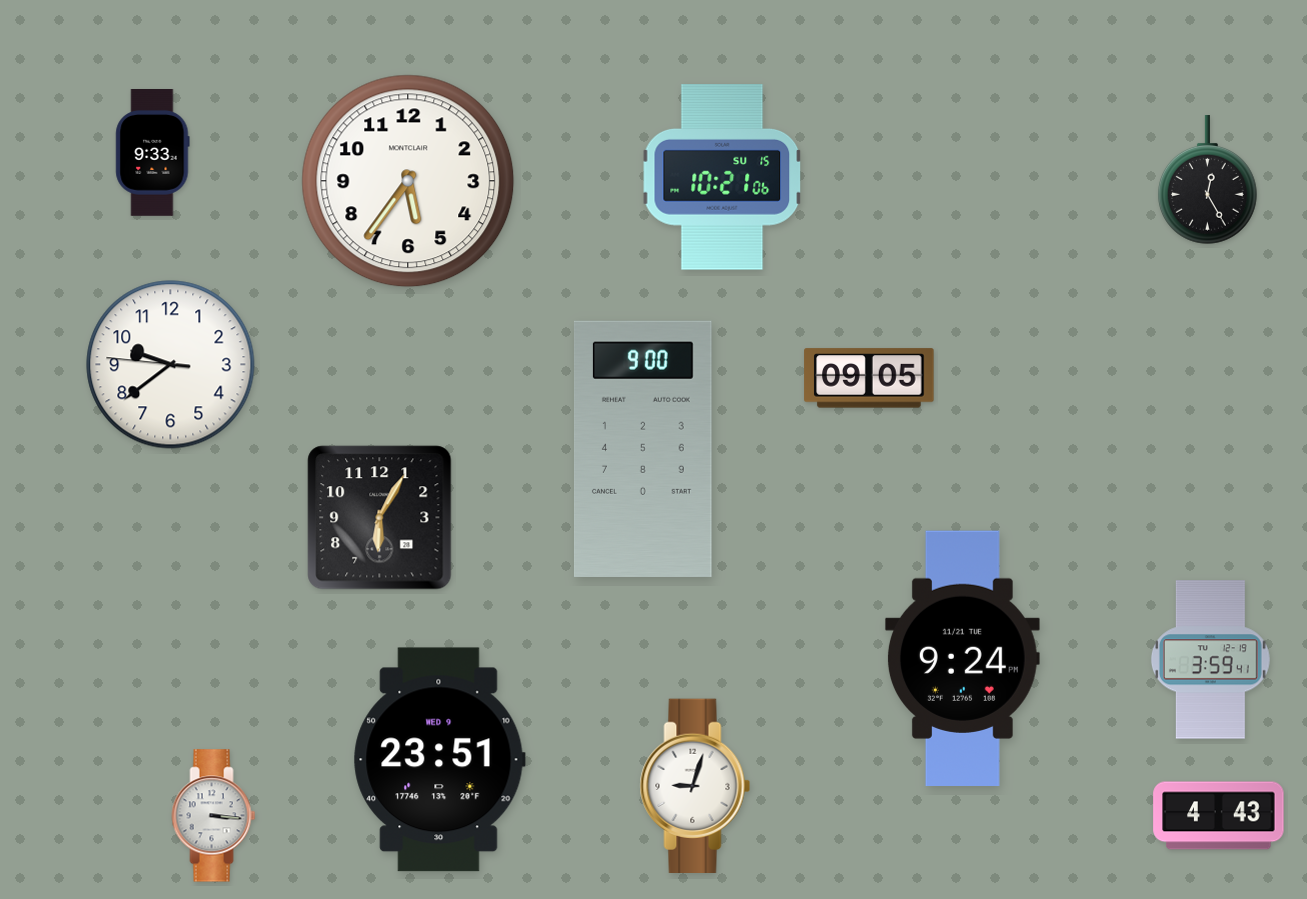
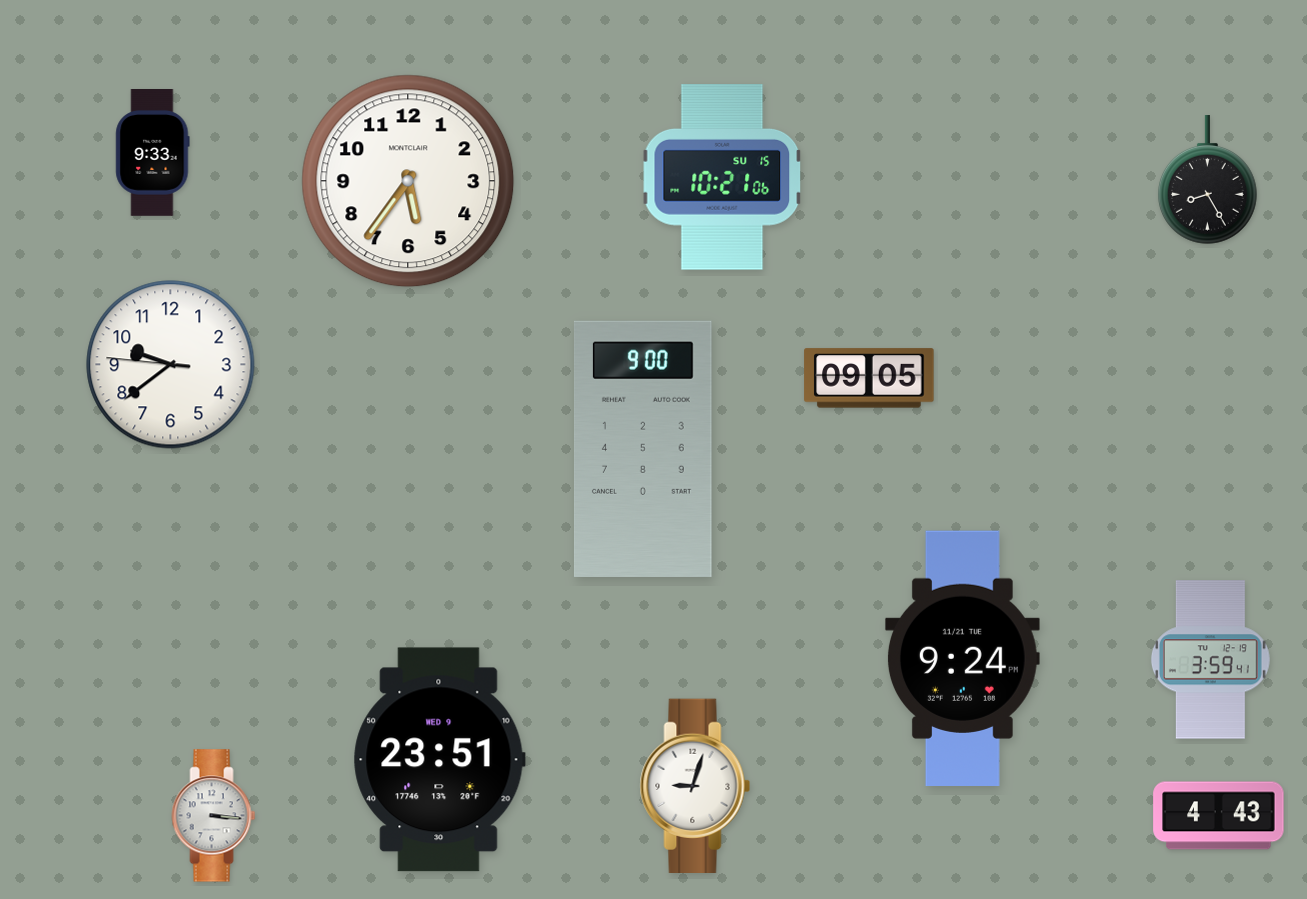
clock at (1208, 180): 12:25 -> 8:25
clock at (380, 518): 6:05 -> none
